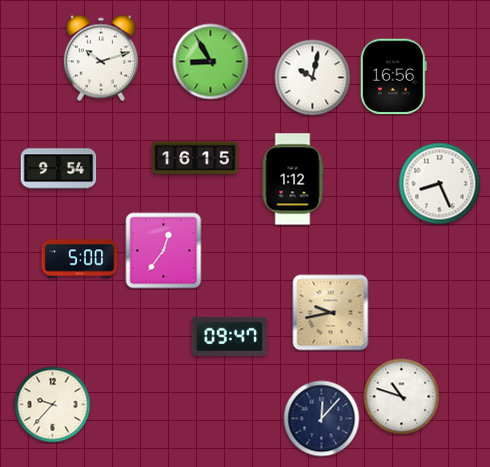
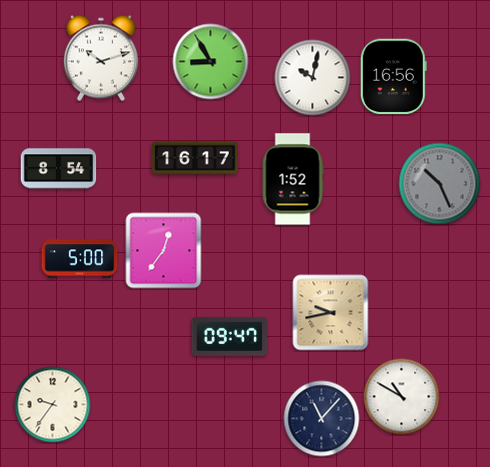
clock at (195, 158): 16:15 -> 16:17
clock at (59, 169): 9:54 -> 8:54
clock at (293, 179): 1:12 -> 1:52
clock at (440, 184): 8:26 -> 10:26
clock at (440, 184) dial: white -> grey
clock at (402, 397): 10:48 -> 10:50
clock at (53, 405): 9:37 -> 9:36
clock at (322, 419): 12:07 -> 11:07
